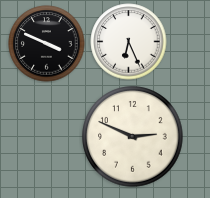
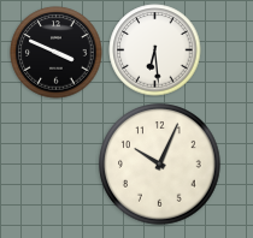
clock at (129, 42): 6:26 -> 6:29
clock at (133, 137): 2:49 -> 10:04
